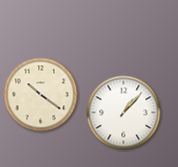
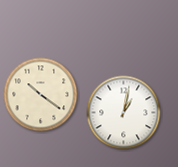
clock at (124, 113): 1:07 -> 1:02
